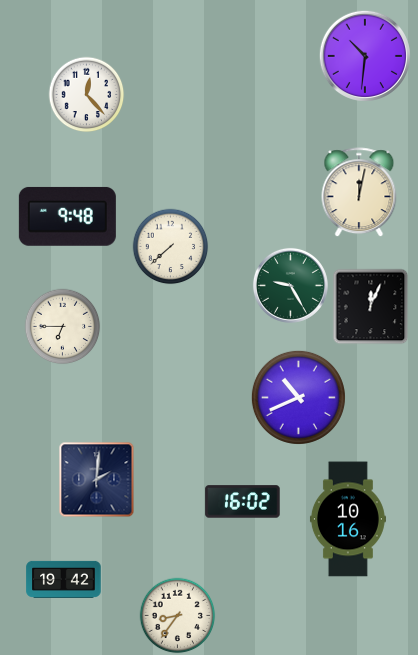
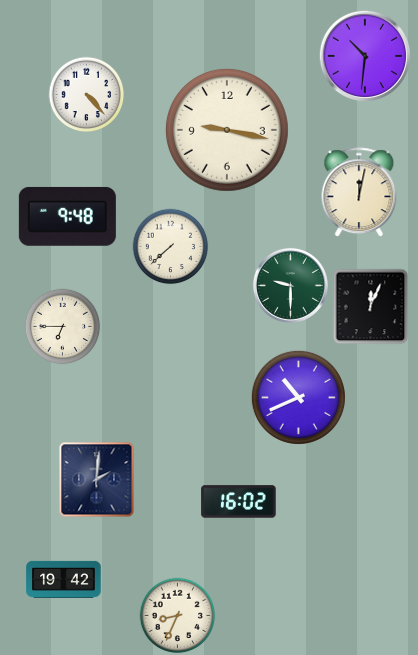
clock at (87, 95): 12:23 -> 4:23
clock at (227, 130): none -> 9:17
clock at (290, 285): 9:25 -> 9:30
clock at (243, 502) position: (243, 502) -> (239, 502)
clock at (348, 519): 10:16 -> none
clock at (178, 616): 8:36 -> 8:34
